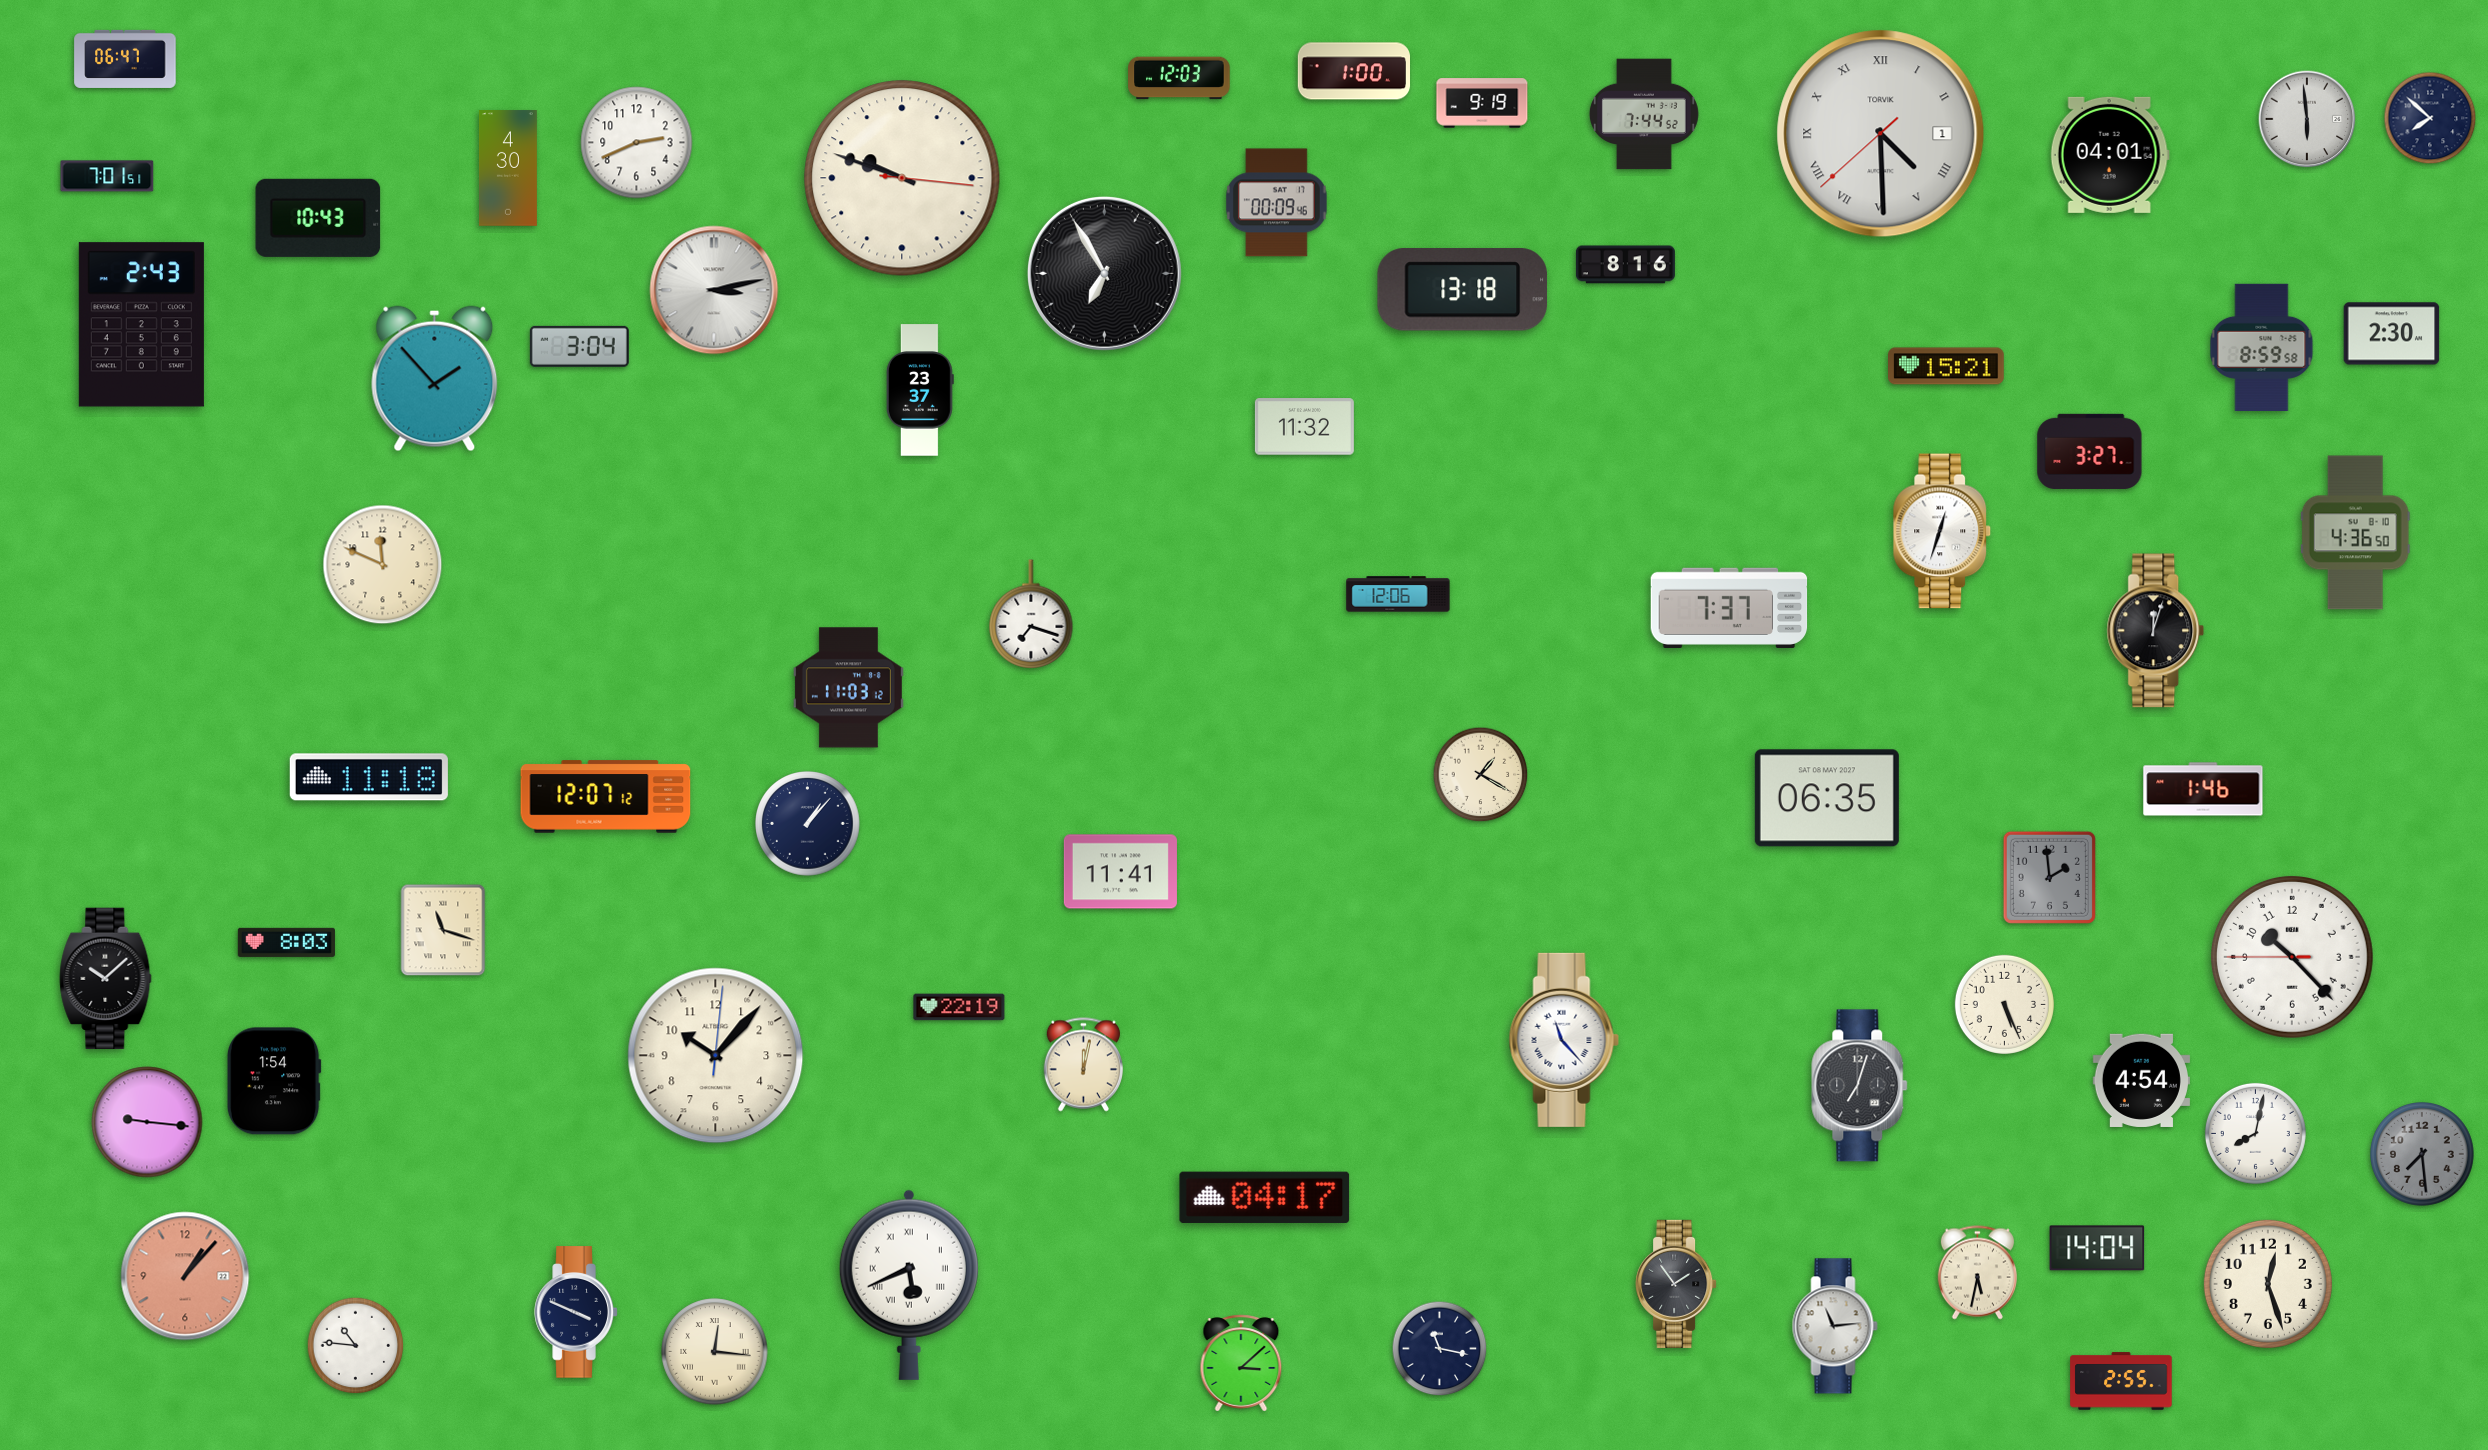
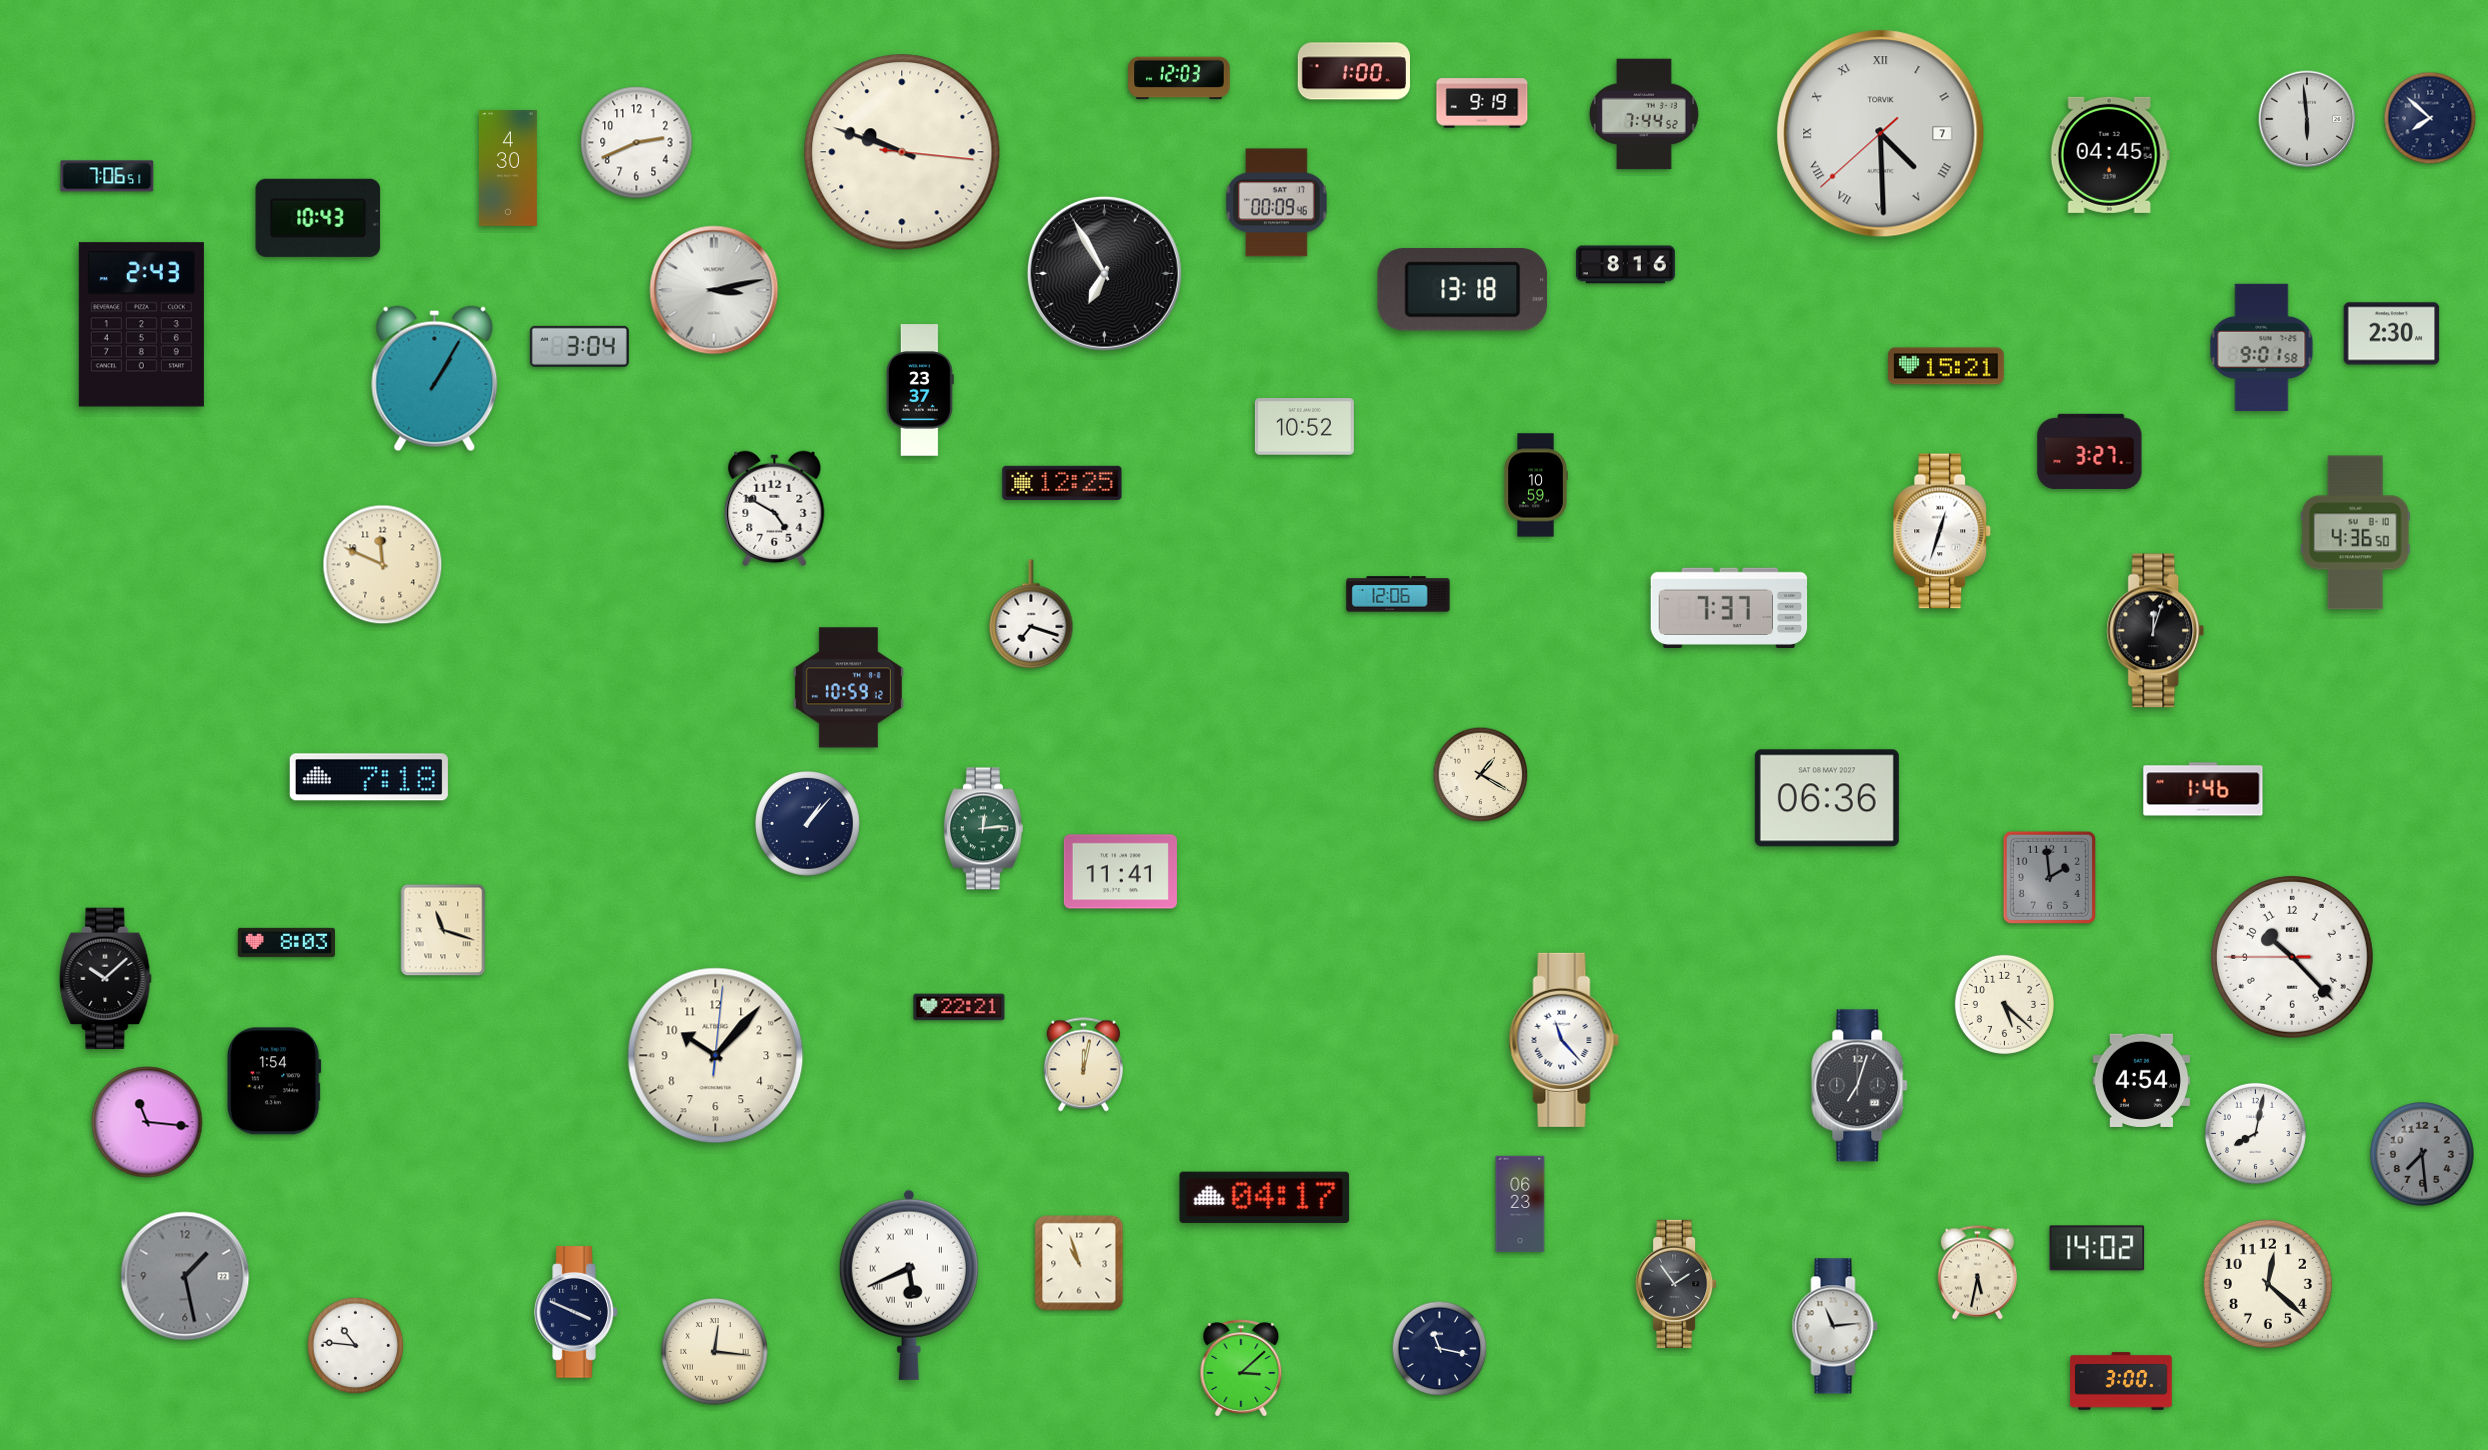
clock at (125, 59): 06:47 -> none
clock at (1881, 134) date: 1 -> 7
clock at (2110, 155): 04:01 -> 04:45
clock at (107, 176): 7:01 -> 7:06
clock at (902, 178) position: (902, 178) -> (902, 152)
clock at (2262, 347): 8:59 -> 9:01
clock at (435, 379): 1:53 -> 1:05
clock at (1304, 427): 11:32 -> 10:52
clock at (1062, 483): none -> 12:25
clock at (1536, 485): none -> 10:59
clock at (775, 508): none -> 4:50
clock at (848, 688): 11:03 -> 10:59
clock at (369, 777): 11:18 -> 7:18
clock at (606, 797): 12:07 -> none
clock at (1827, 798): 06:35 -> 06:36
clock at (983, 829): none -> 12:14
clock at (2004, 1004): 5:26 -> 5:22
clock at (959, 1007): 22:19 -> 22:21
clock at (147, 1122): 9:16 -> 11:16
clock at (1520, 1204): none -> 06:23
clock at (2097, 1248): 14:04 -> 14:02
clock at (1079, 1263): none -> 10:57
clock at (185, 1276): 1:07 -> 1:28
clock at (185, 1276) dial: salmon -> grey
clock at (2268, 1284): 12:27 -> 12:22
clock at (1241, 1363) position: (1241, 1363) -> (1241, 1368)
clock at (2121, 1381): 2:55 -> 3:00
